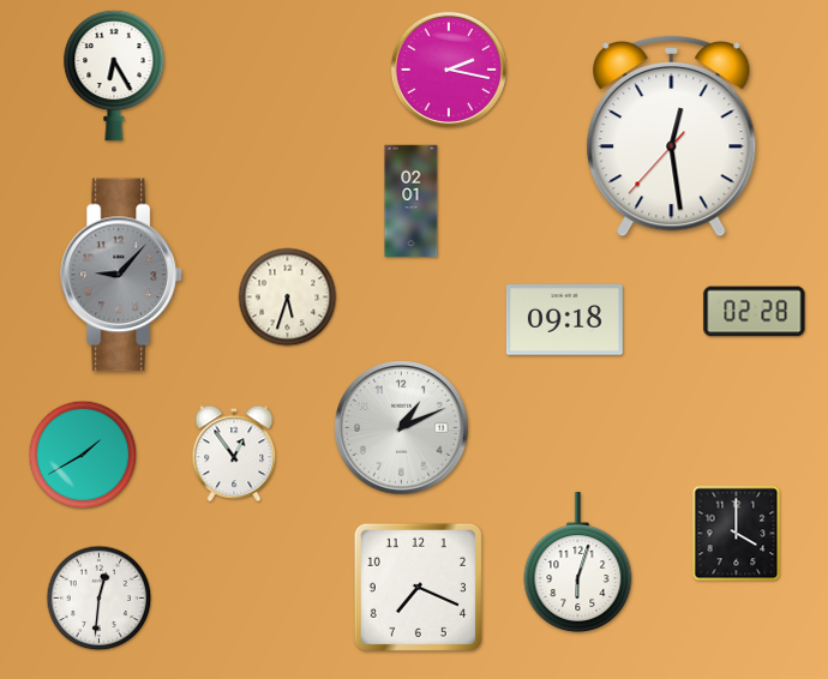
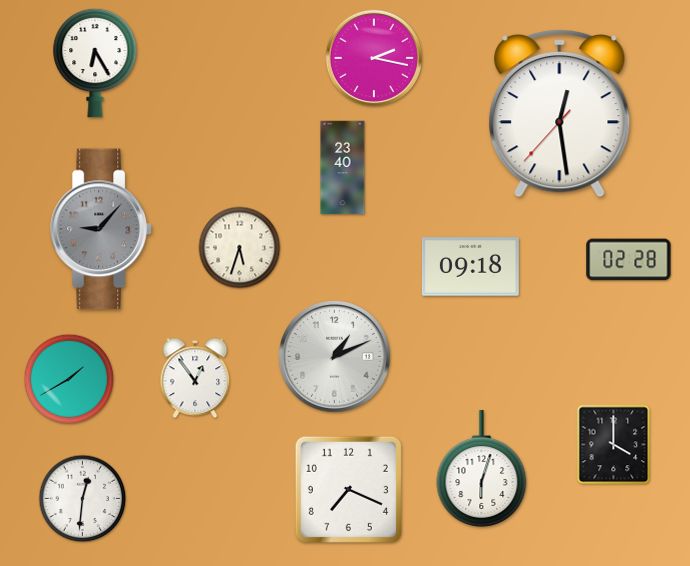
clock at (412, 202): 02:01 -> 23:40
